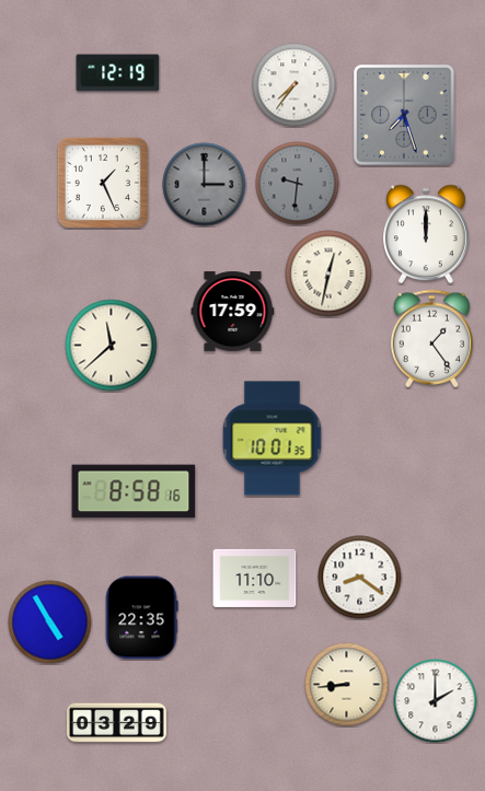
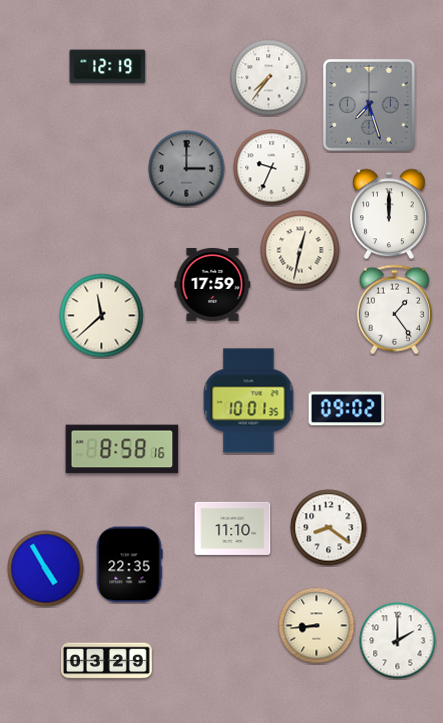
clock at (103, 183): 1:26 -> none
clock at (298, 184): 9:31 -> 9:34
clock at (298, 184) dial: grey -> white
clock at (347, 409): none -> 09:02
